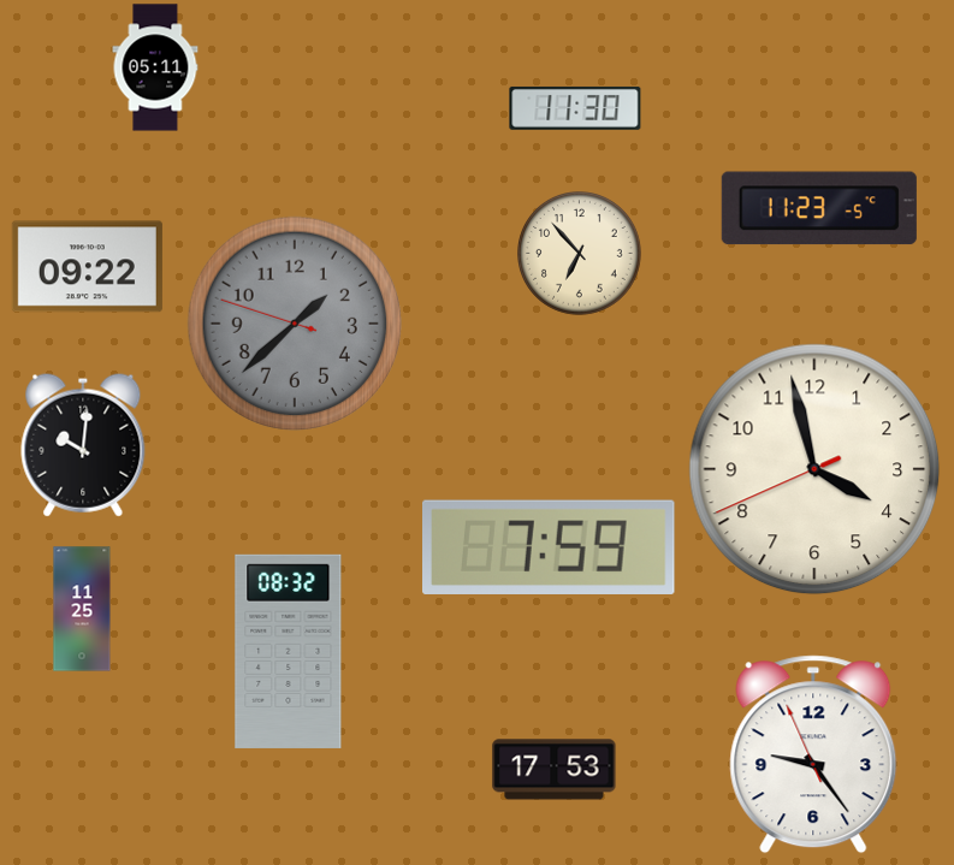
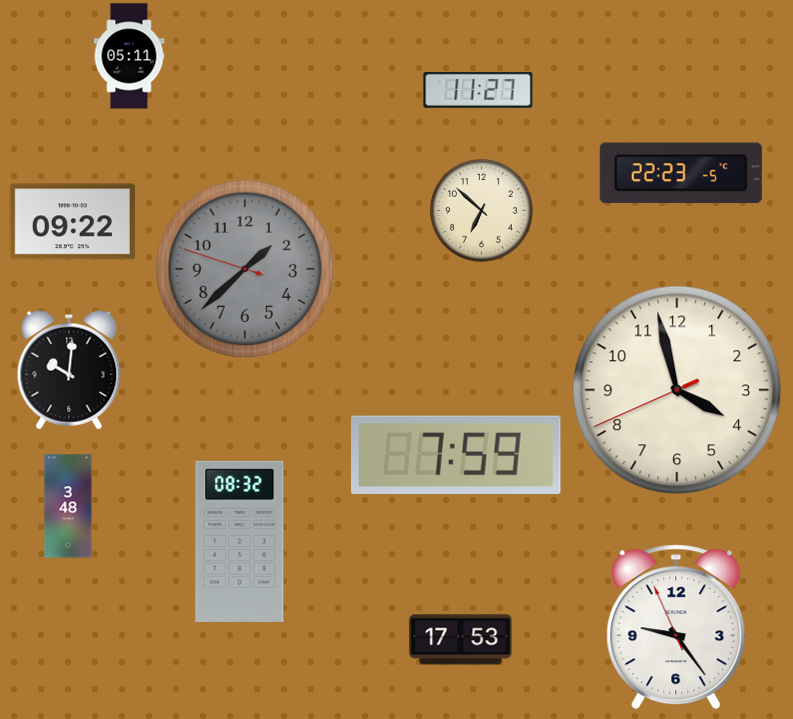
clock at (575, 108): 11:30 -> 11:27
clock at (819, 208): 11:23 -> 22:23
clock at (580, 254): 6:53 -> 6:52
clock at (82, 609): 11:25 -> 3:48
